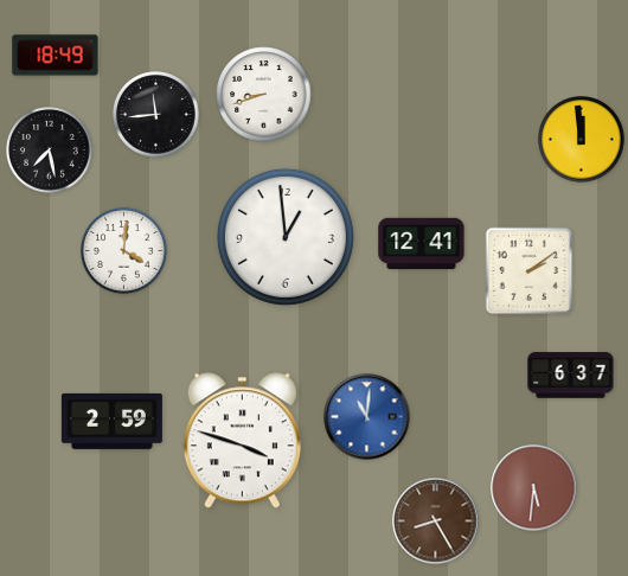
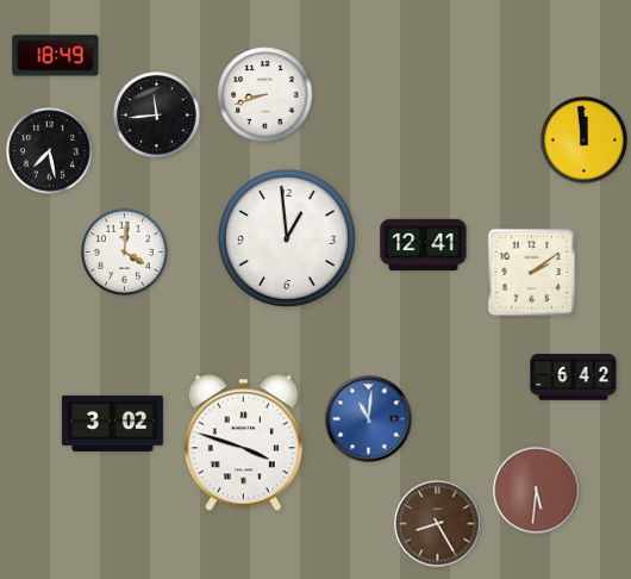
clock at (571, 376): 6:37 -> 6:42
clock at (111, 421): 2:59 -> 3:02
